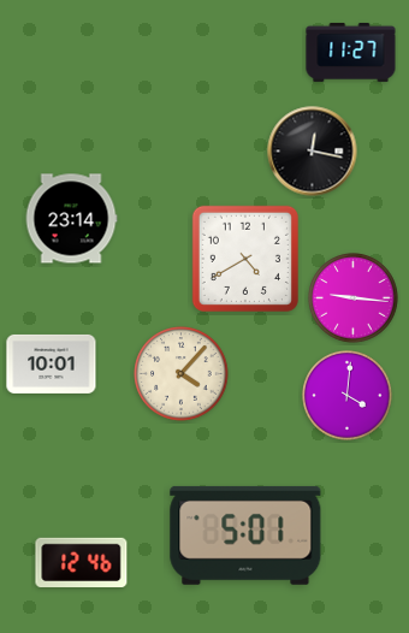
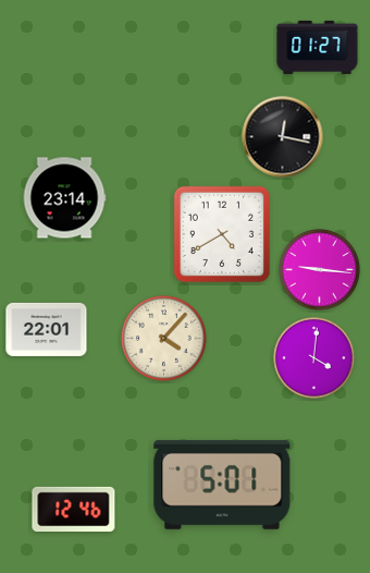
clock at (351, 53): 11:27 -> 01:27
clock at (52, 363): 10:01 -> 22:01
